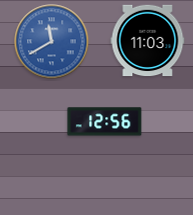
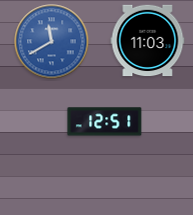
clock at (105, 122): 12:56 -> 12:51
